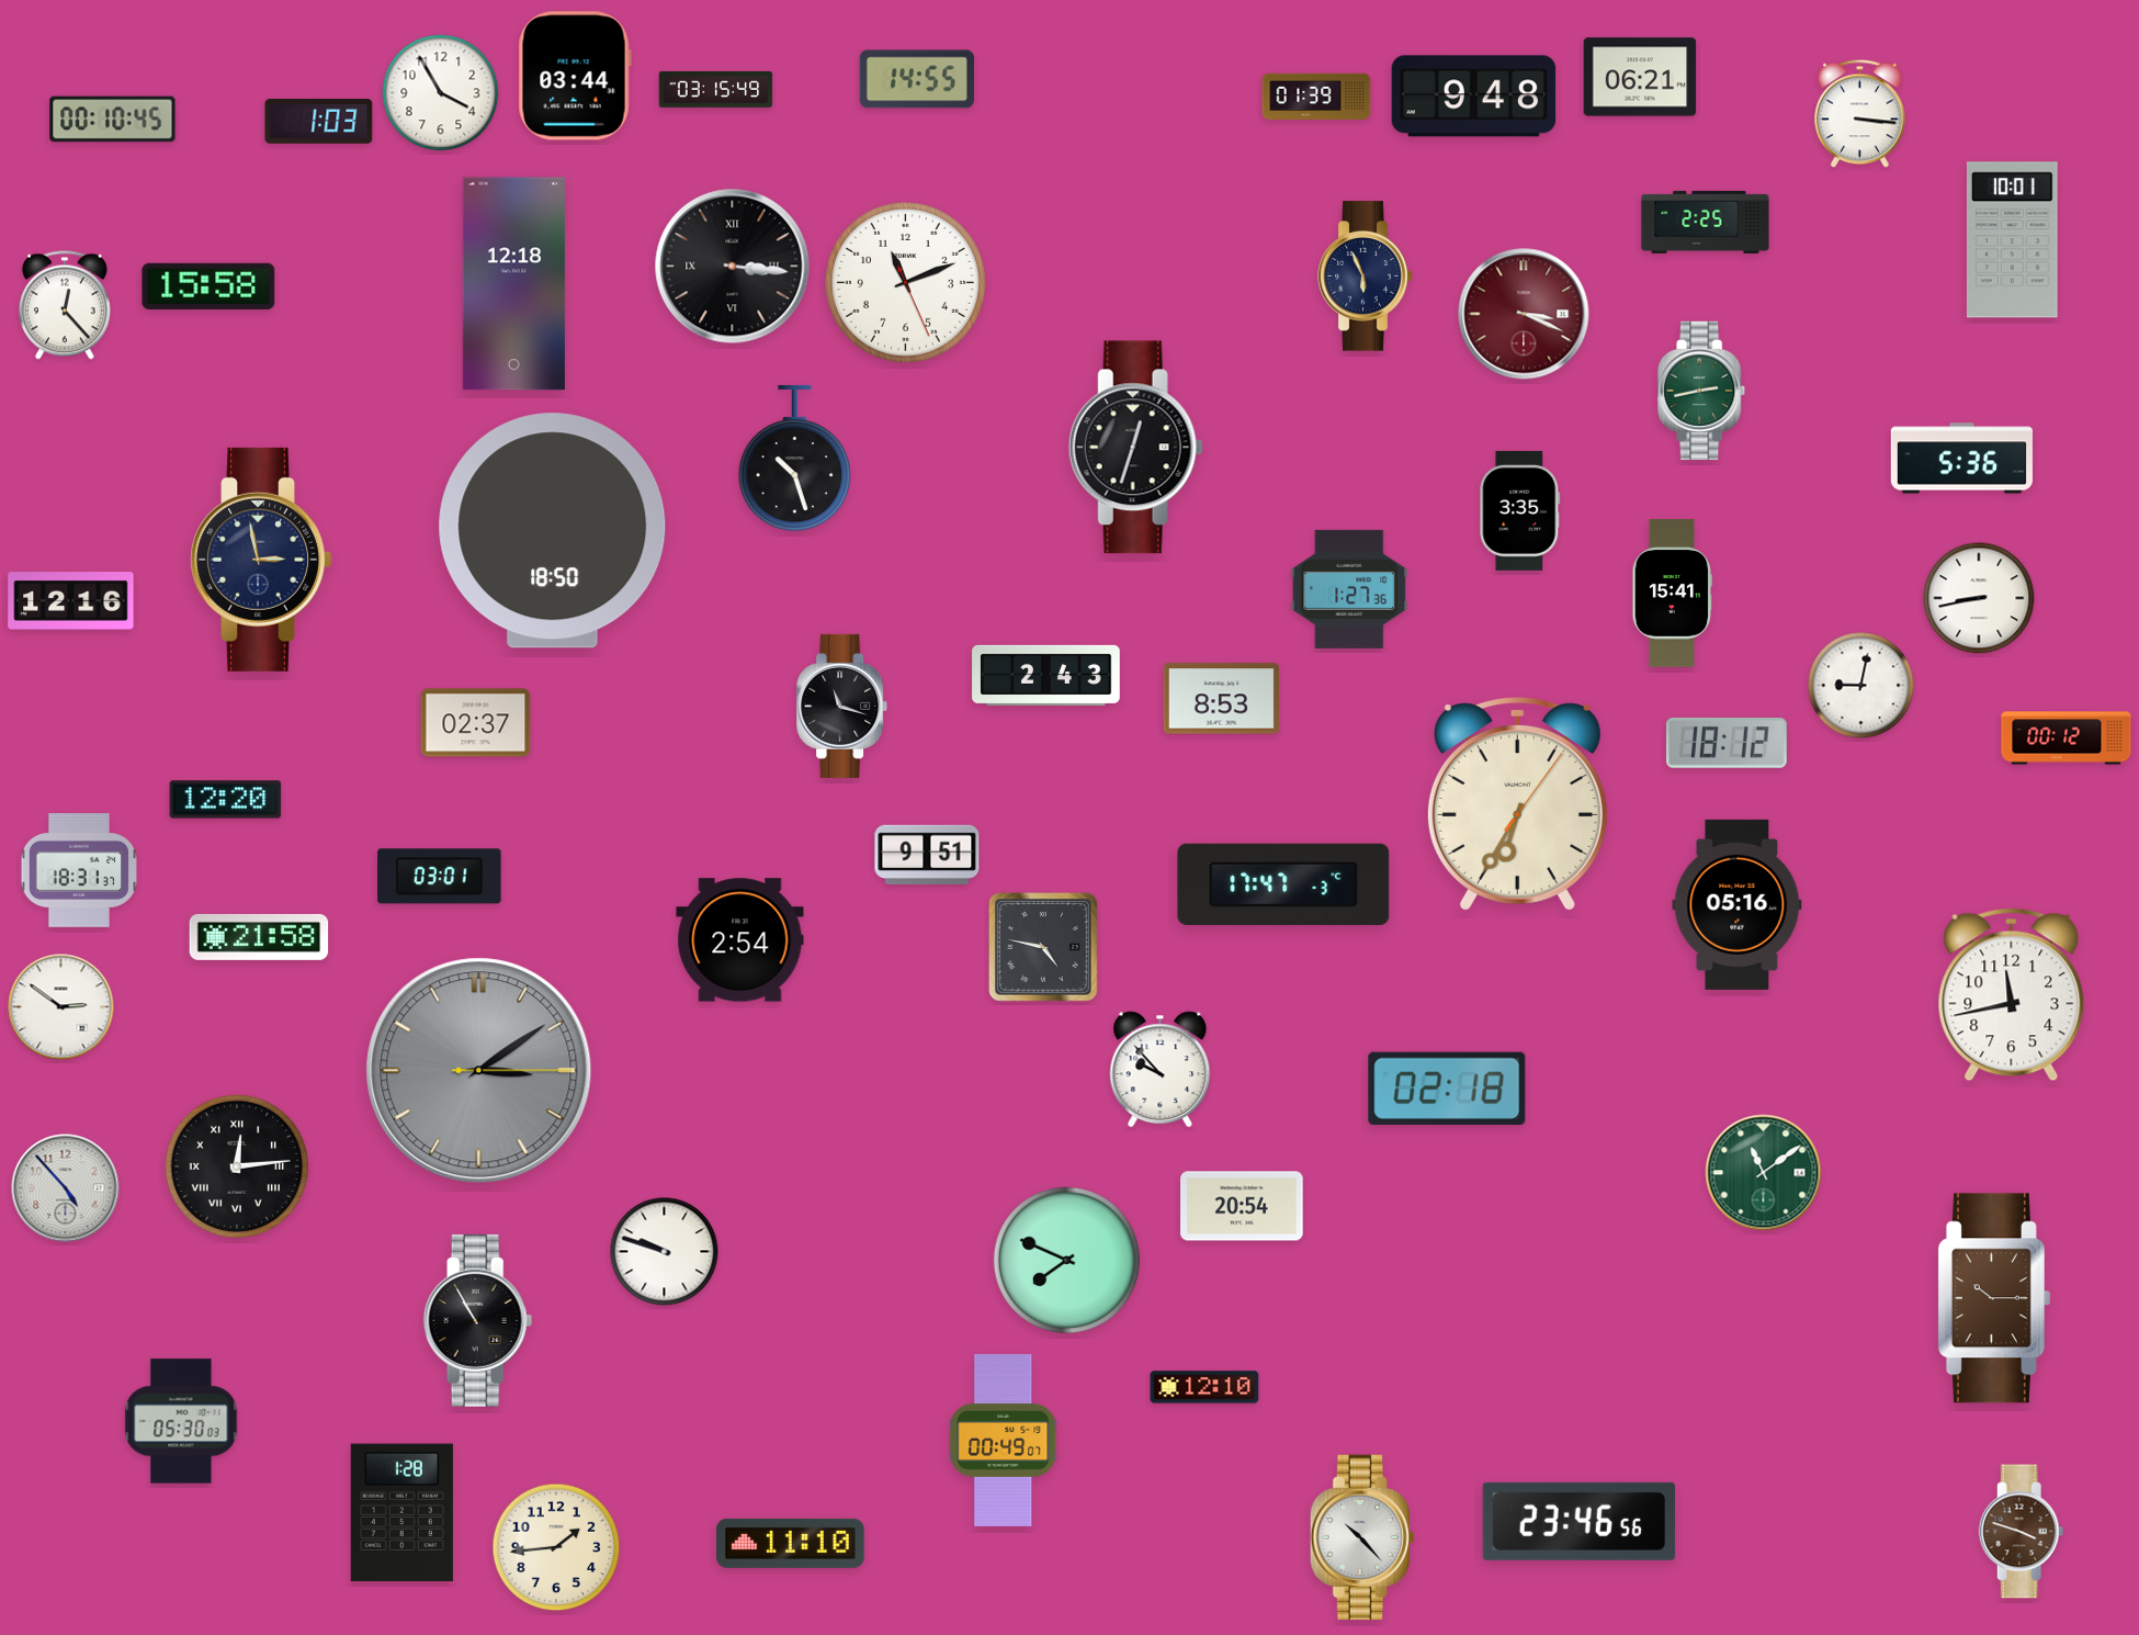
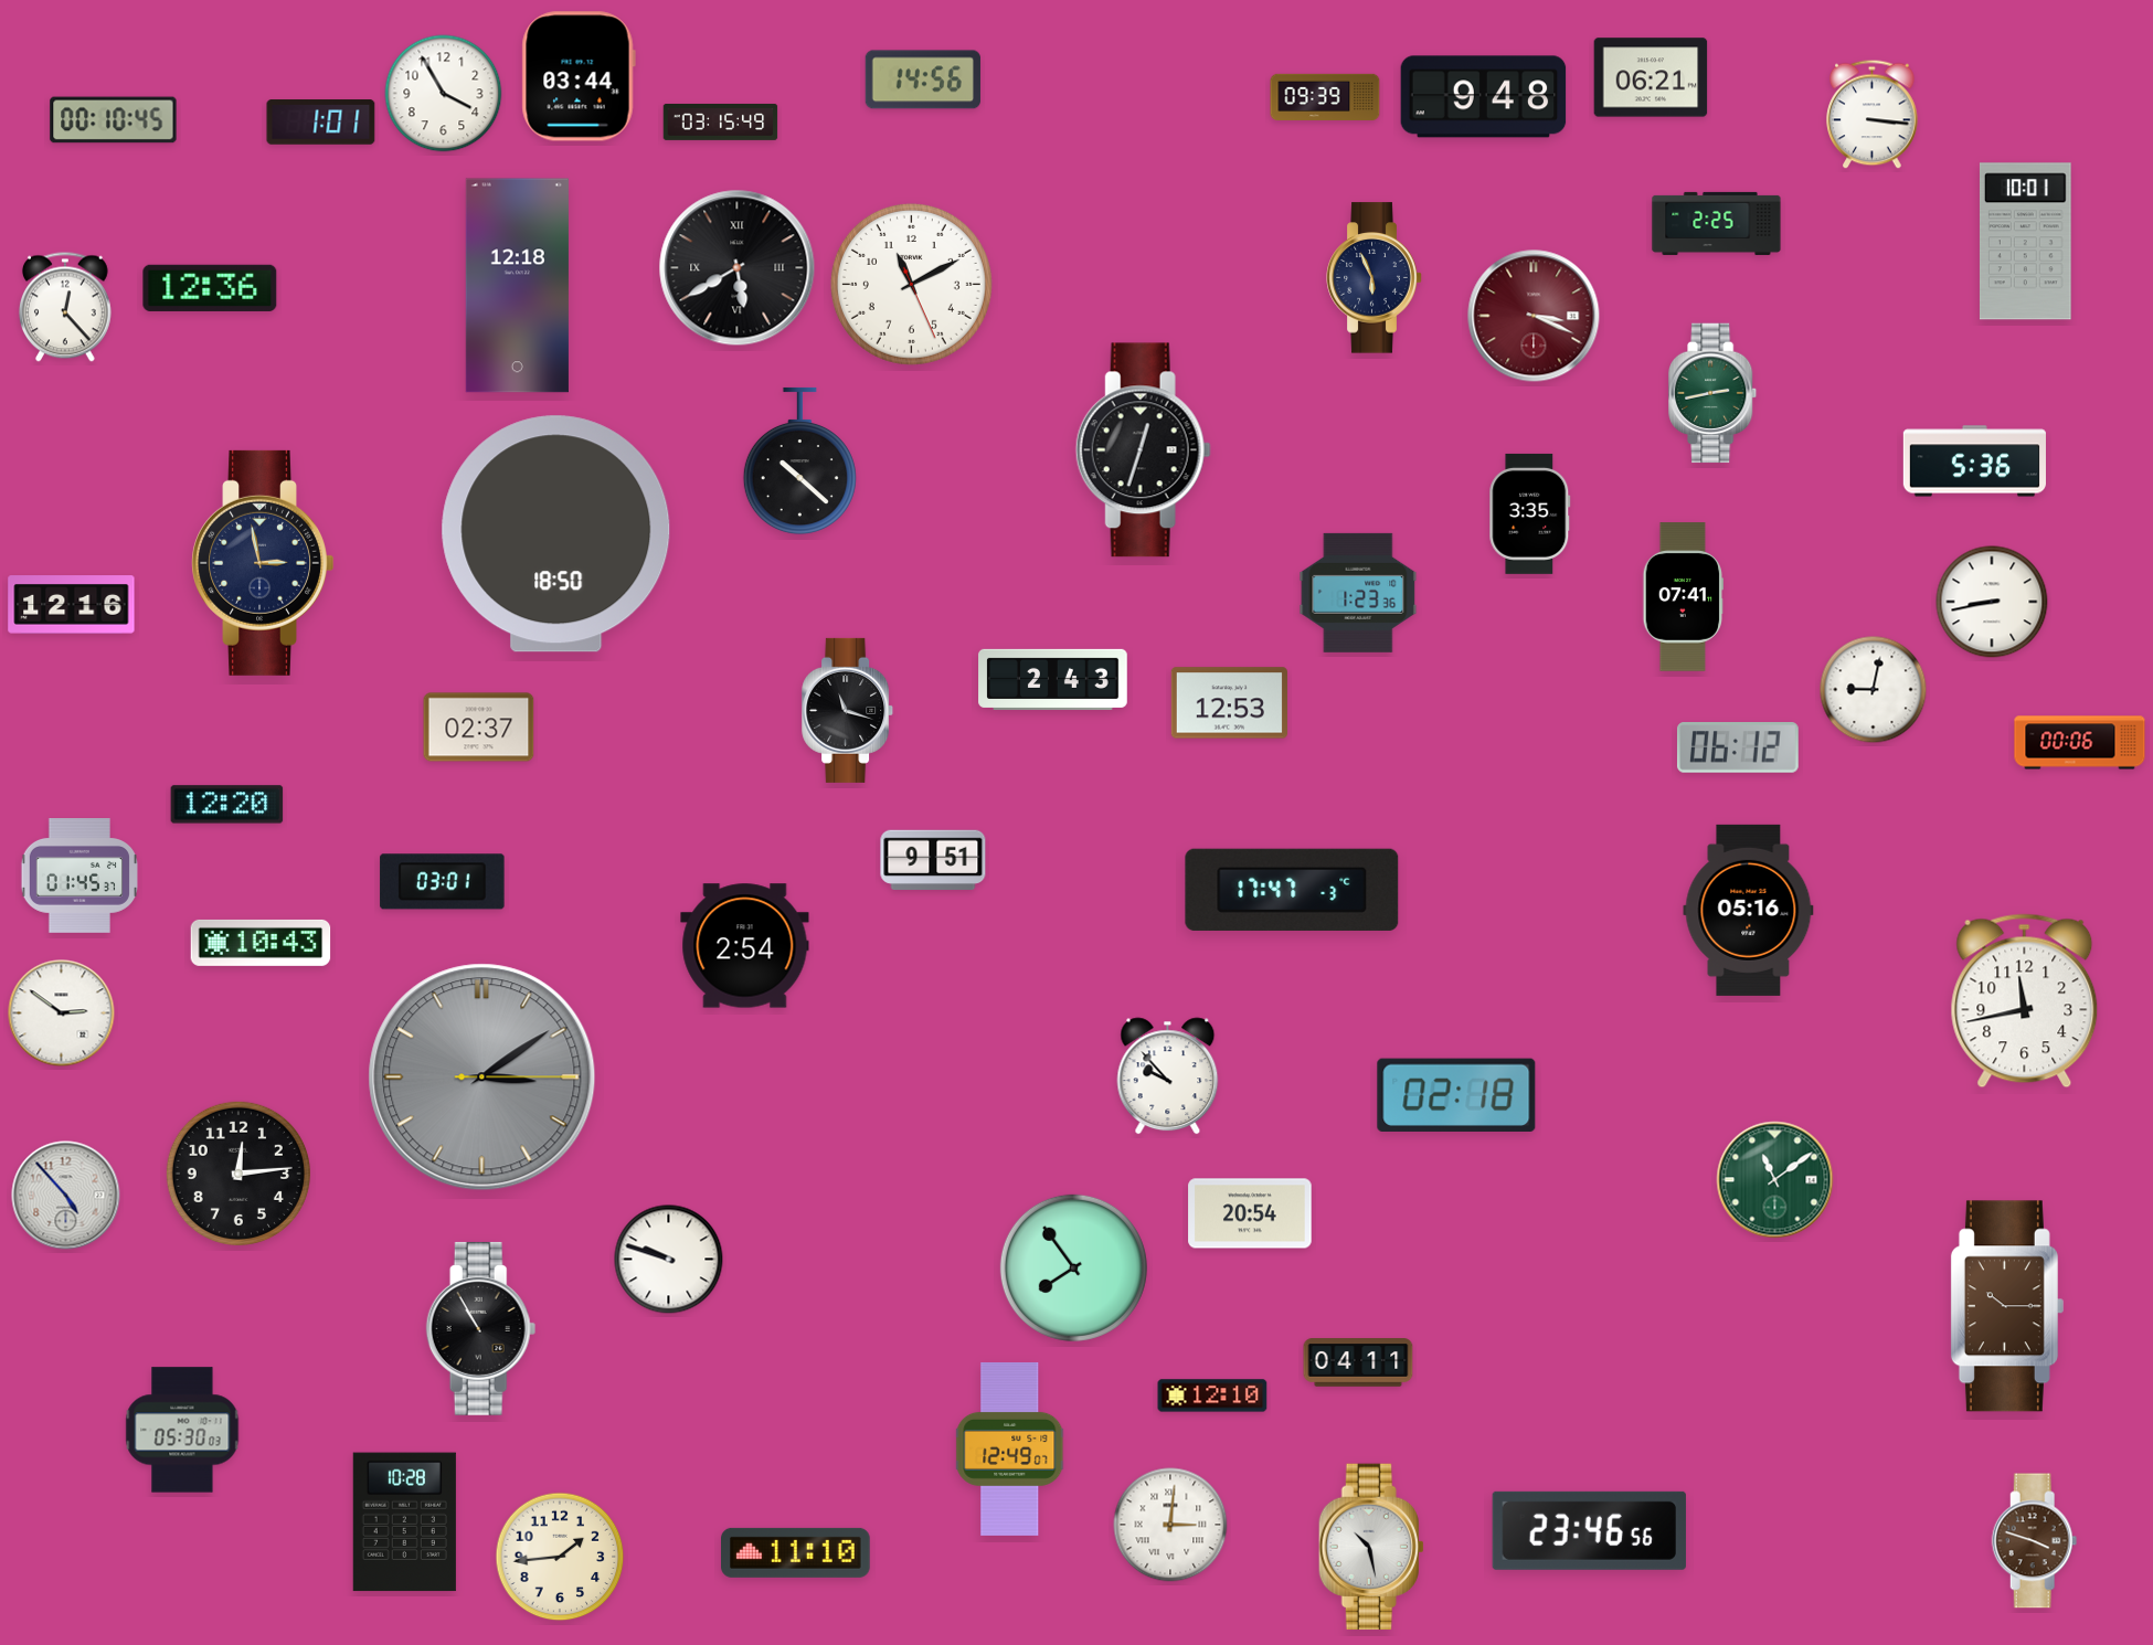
clock at (916, 79): 14:55 -> 14:56
clock at (716, 89) position: (716, 89) -> (721, 121)
clock at (1316, 95): 01:39 -> 09:39
clock at (319, 122): 1:03 -> 1:01
clock at (733, 267): 3:16 -> 5:40
clock at (905, 282): 11:11 -> 11:10
clock at (208, 286): 15:58 -> 12:36
clock at (794, 459): 10:27 -> 10:22
clock at (1349, 589): 1:27 -> 1:23
clock at (1672, 594): 15:41 -> 07:41
clock at (1221, 699): 8:53 -> 12:53
clock at (2067, 738): 00:12 -> 00:06
clock at (1727, 744): 18:12 -> 06:12
clock at (1517, 804): 6:35 -> none
clock at (78, 871): 18:31 -> 01:45
clock at (259, 937): 21:58 -> 10:43
clock at (1043, 947): 4:47 -> none
clock at (237, 1166) numerals: Roman -> Arabic
clock at (1066, 1260): 7:49 -> 7:54
clock at (1358, 1362): none -> 04:11
clock at (1004, 1440): 00:49 -> 12:49
clock at (401, 1513): 1:28 -> 10:28
clock at (1170, 1525): none -> 3:01
clock at (1362, 1537): 10:23 -> 10:28
